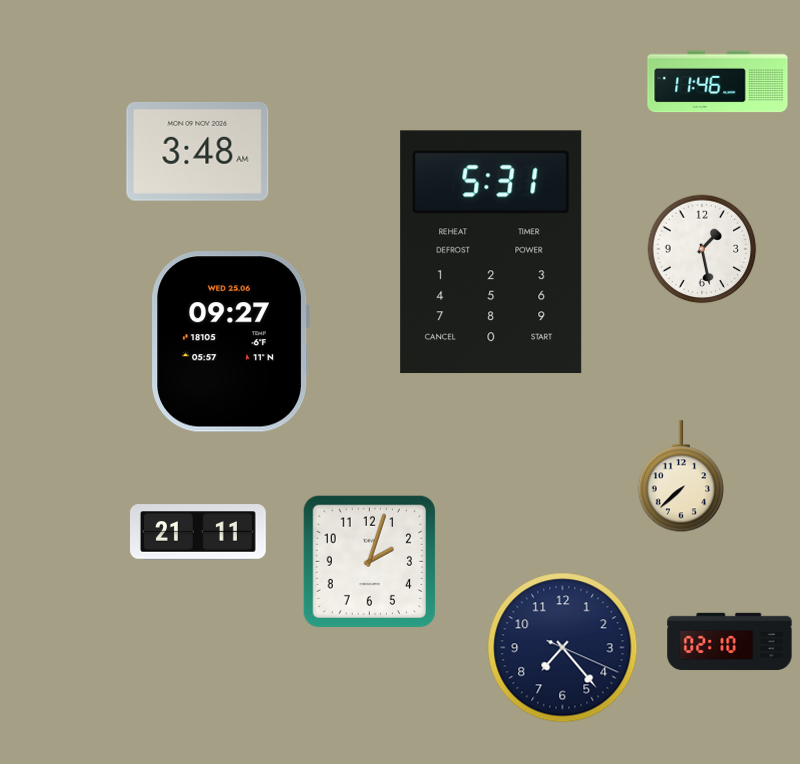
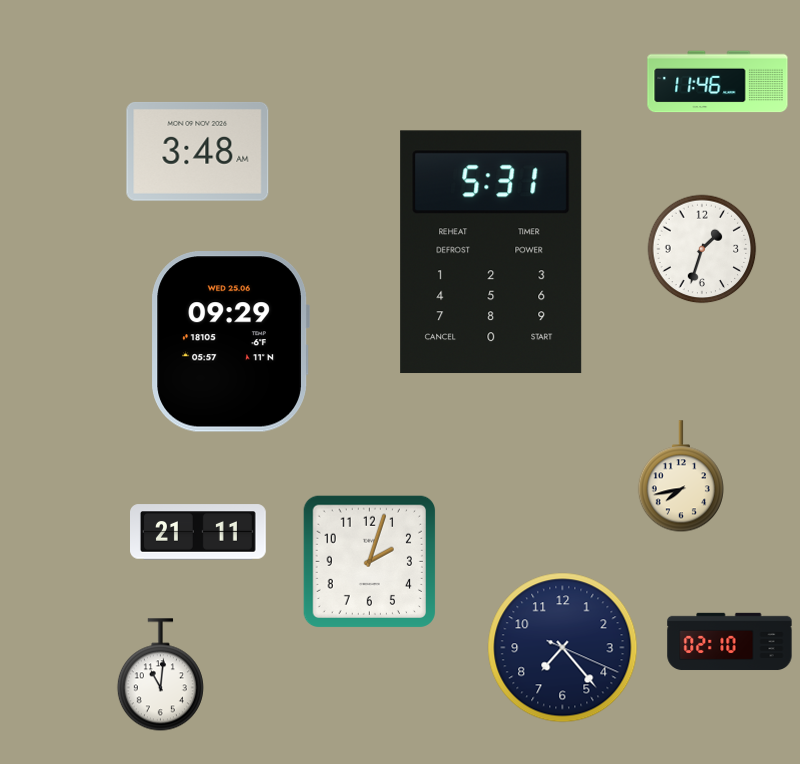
clock at (702, 249): 1:28 -> 1:33
clock at (230, 342): 09:27 -> 09:29
clock at (681, 477): 7:38 -> 7:43
clock at (160, 675): none -> 11:01
